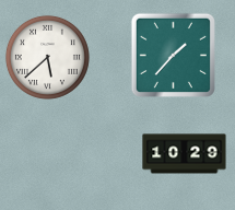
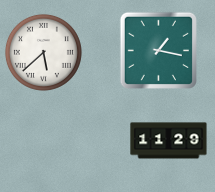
clock at (173, 55): 1:37 -> 1:17
clock at (185, 154): 10:29 -> 11:29
